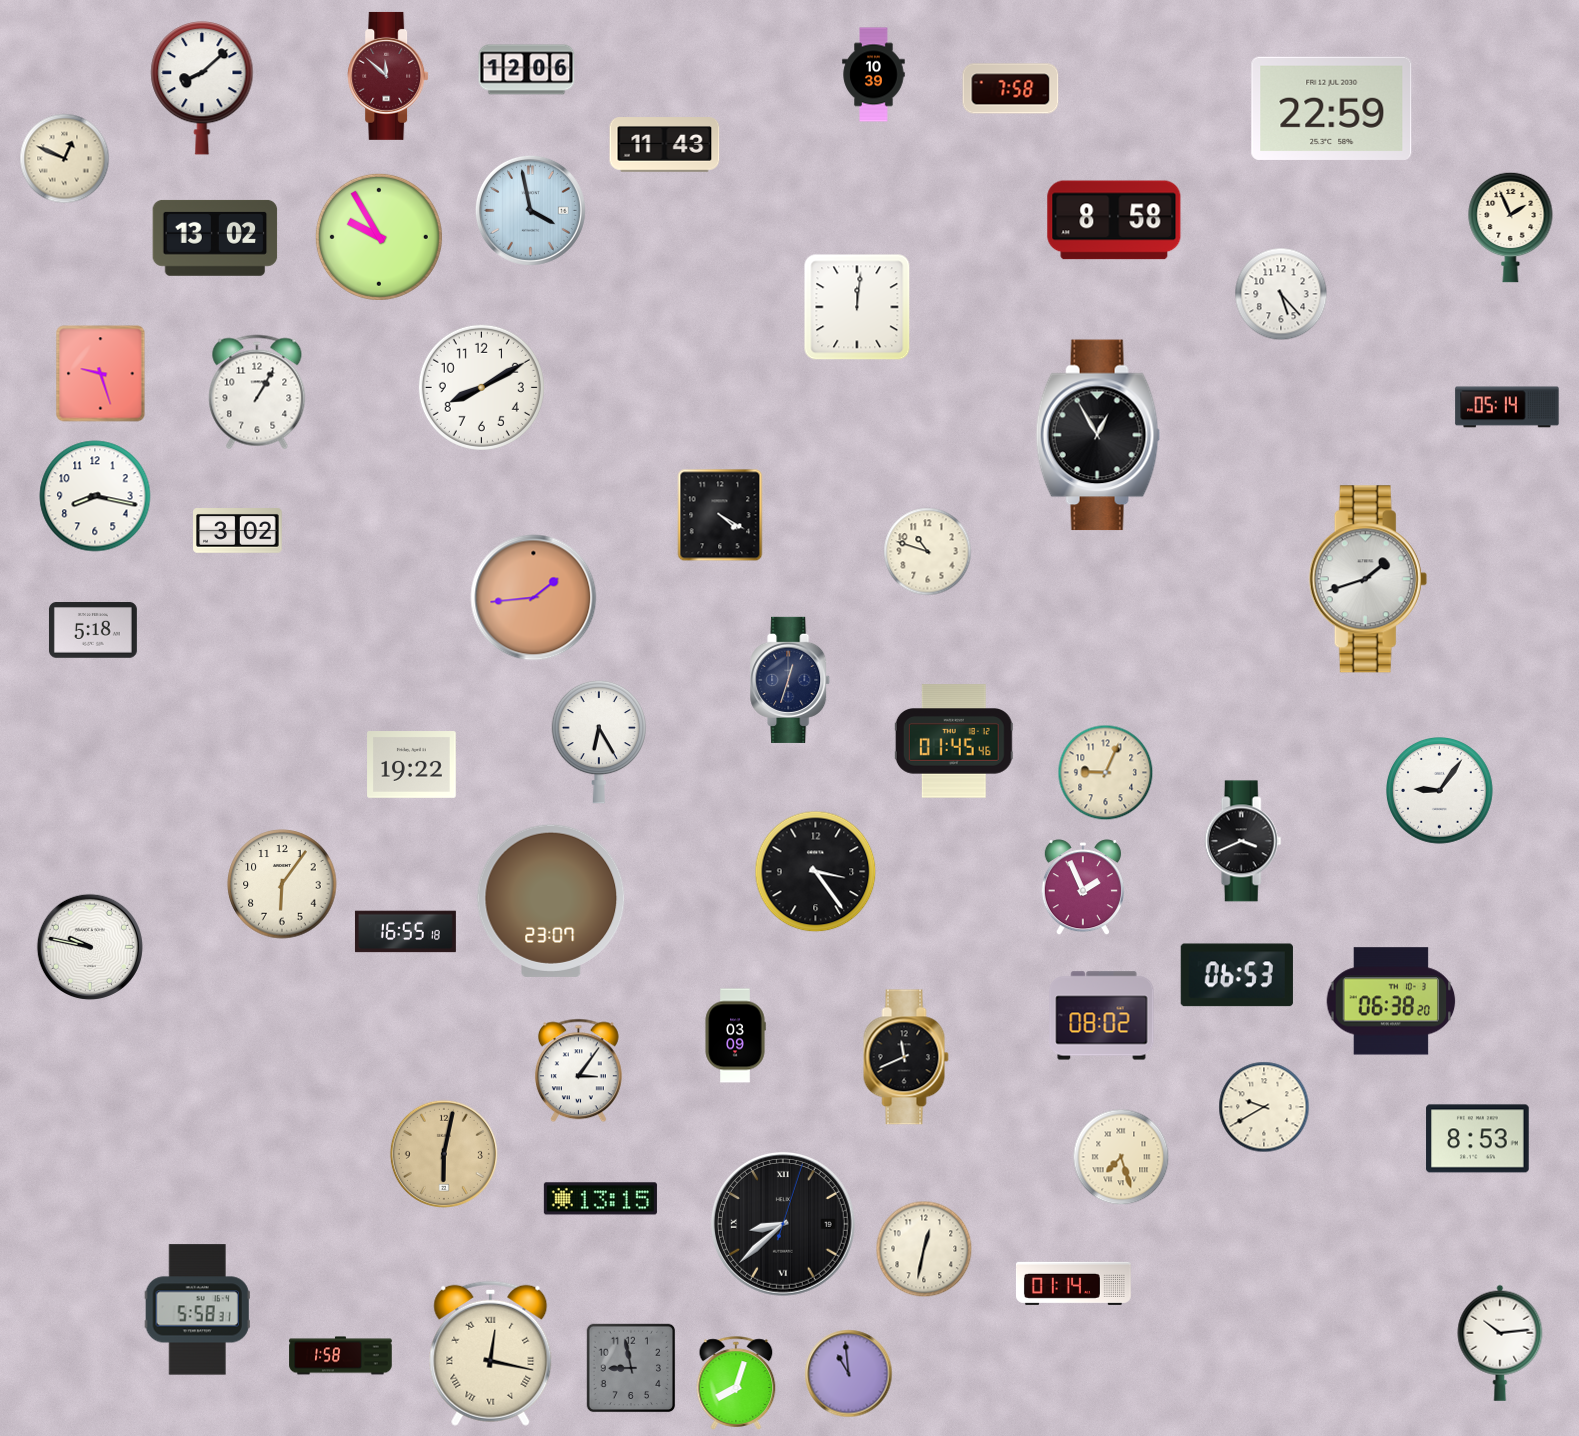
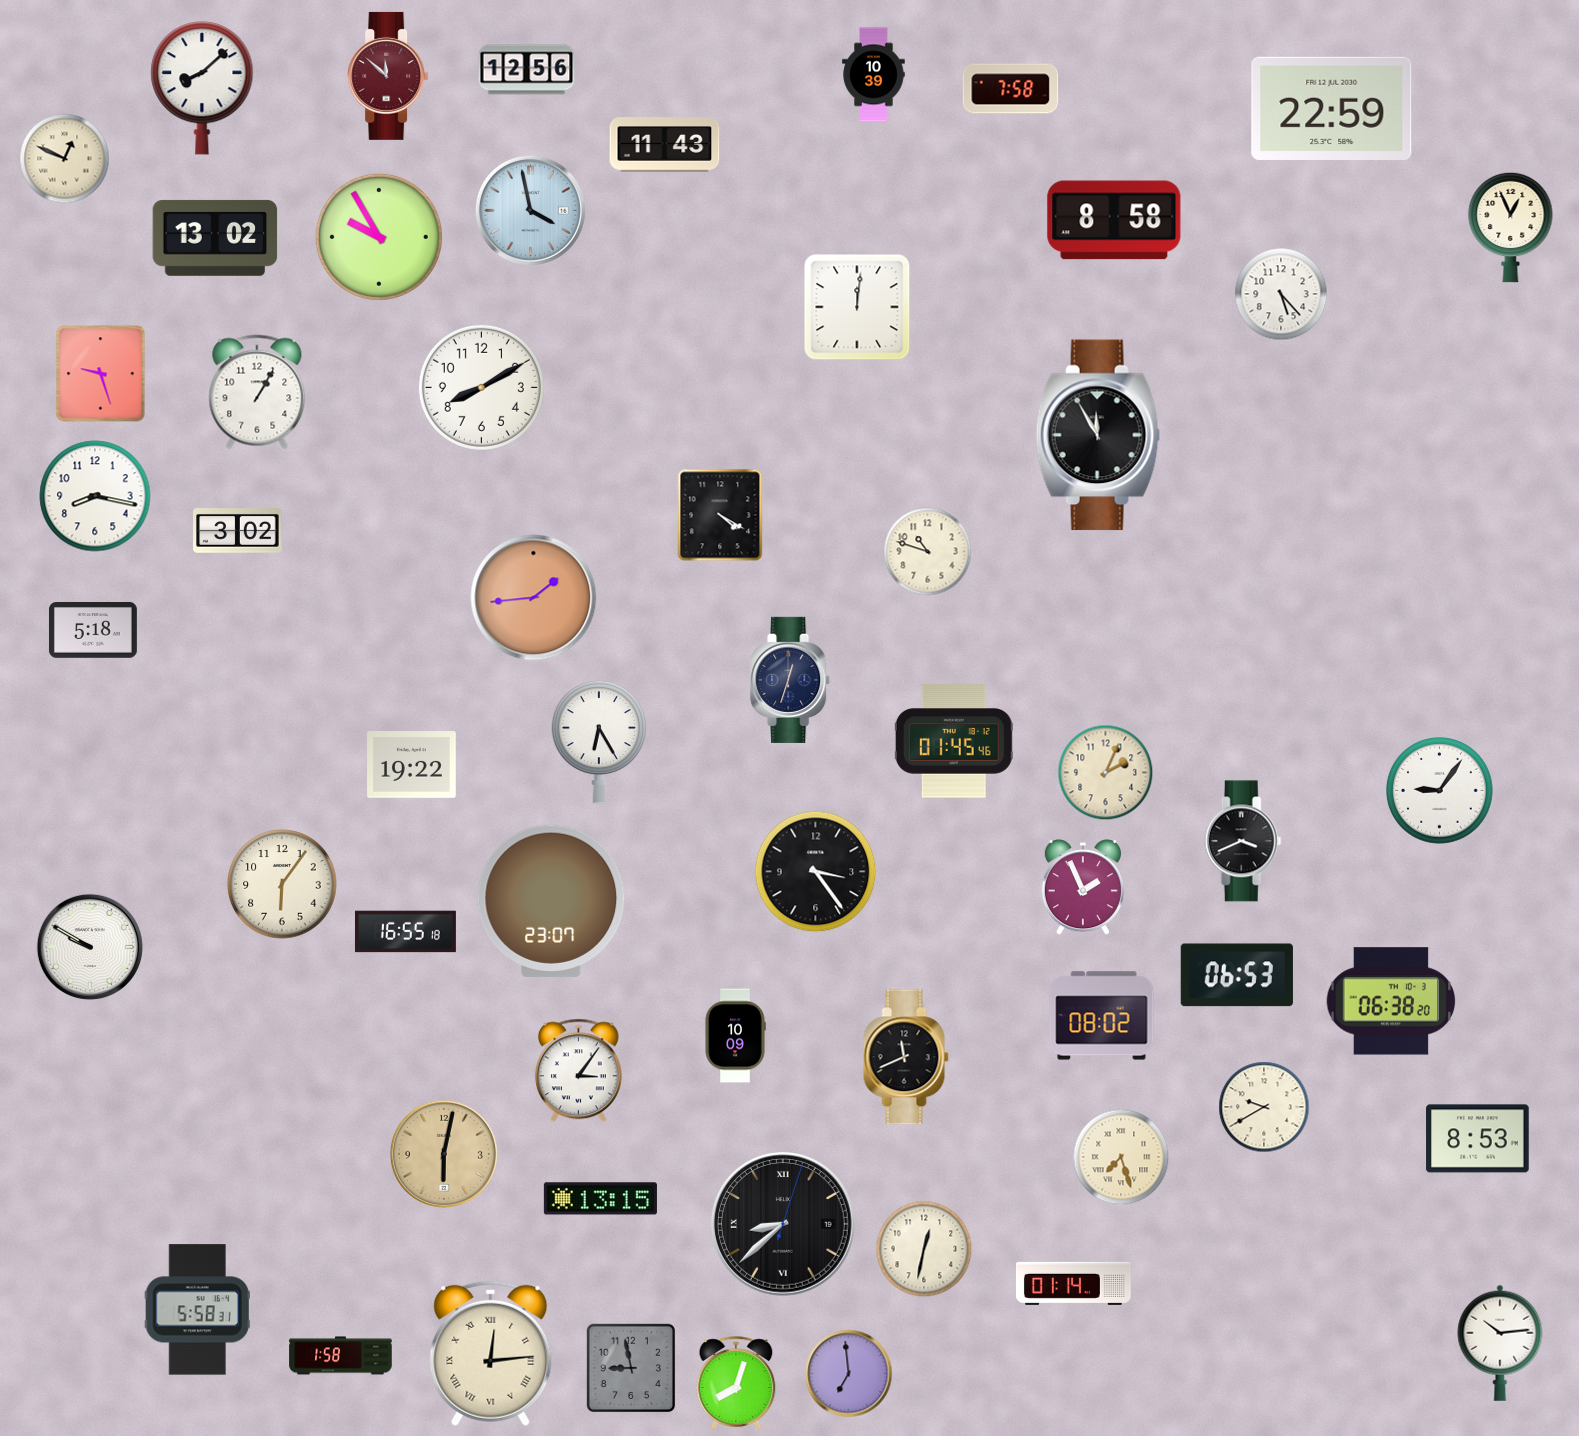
clock at (527, 70): 12:06 -> 12:56
clock at (1511, 227): 1:56 -> 12:56
clock at (1507, 407): 05:14 -> none
clock at (1098, 435): 12:55 -> 11:55
clock at (1368, 579): 1:42 -> none
clock at (1106, 773): 9:04 -> 2:04
clock at (90, 947): 9:47 -> 9:50
clock at (735, 1036): 03:09 -> 10:09
clock at (491, 1353): 12:17 -> 12:14
clock at (849, 1374): 10:59 -> 6:59
